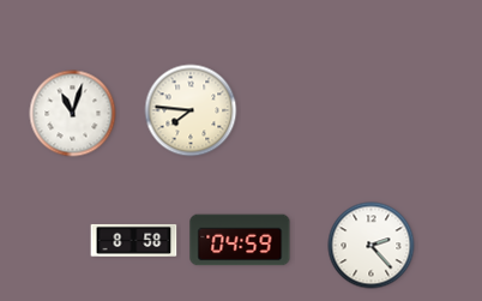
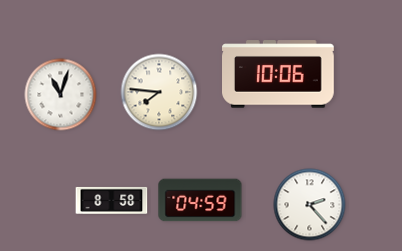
clock at (279, 74): none -> 10:06
